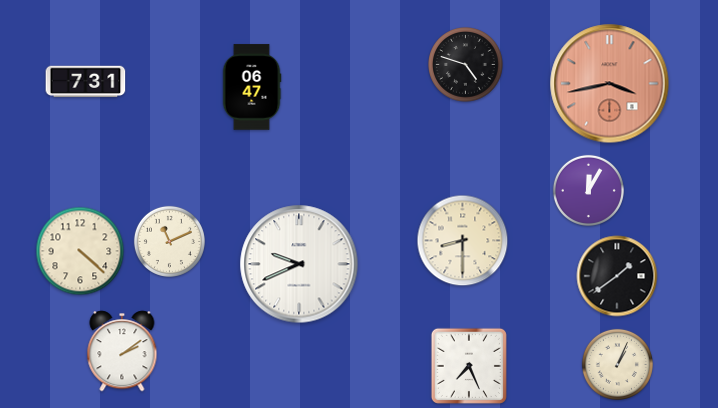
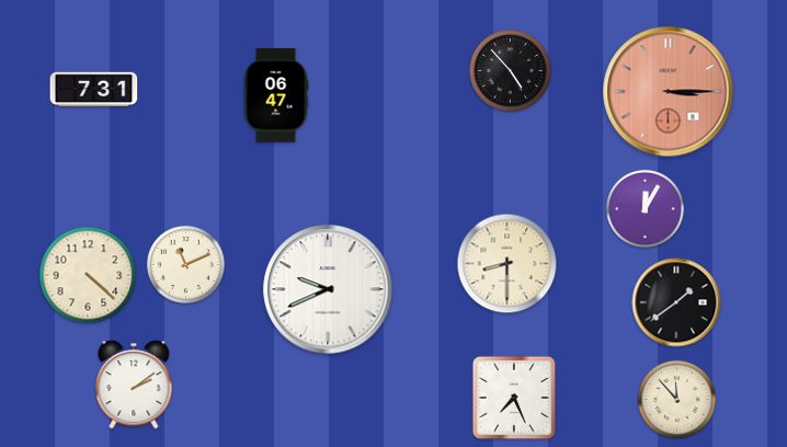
clock at (466, 65): 4:48 -> 4:53
clock at (610, 84): 3:43 -> 3:15
clock at (617, 364): 1:04 -> 11:53
clock at (469, 366) position: (469, 366) -> (514, 398)
